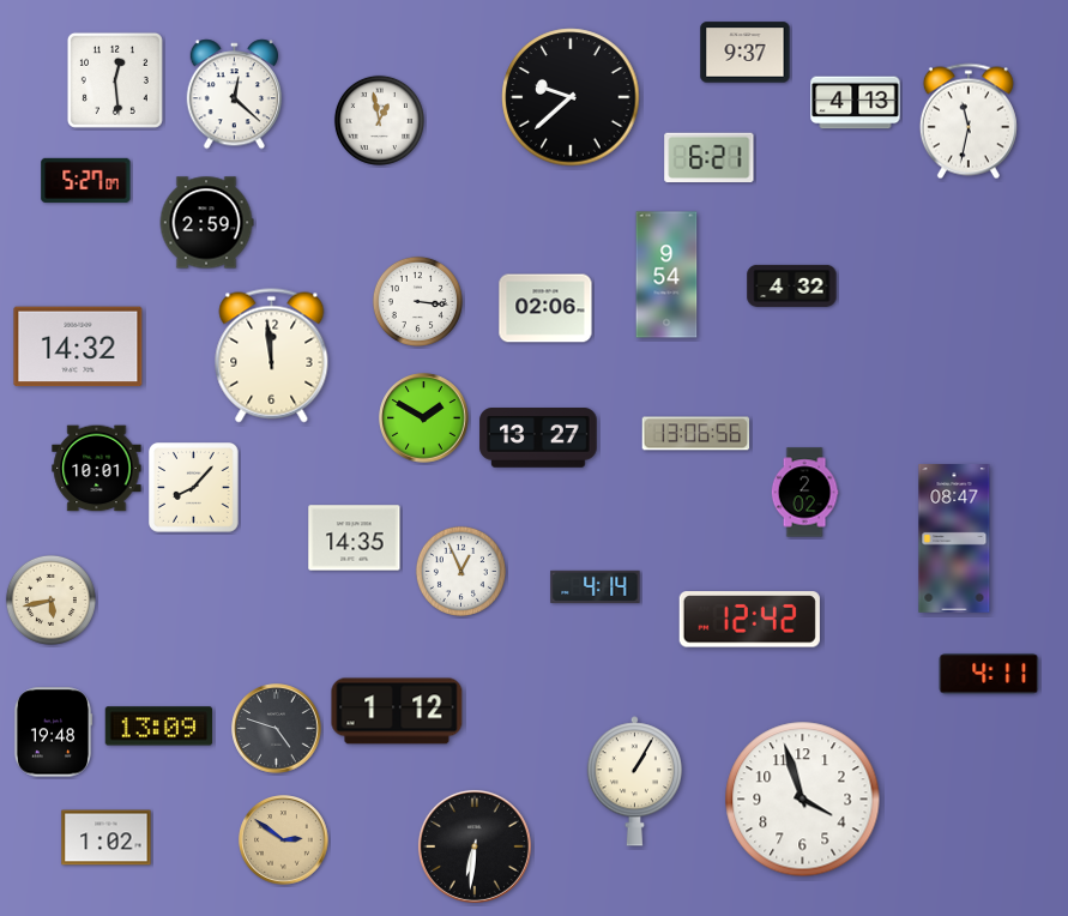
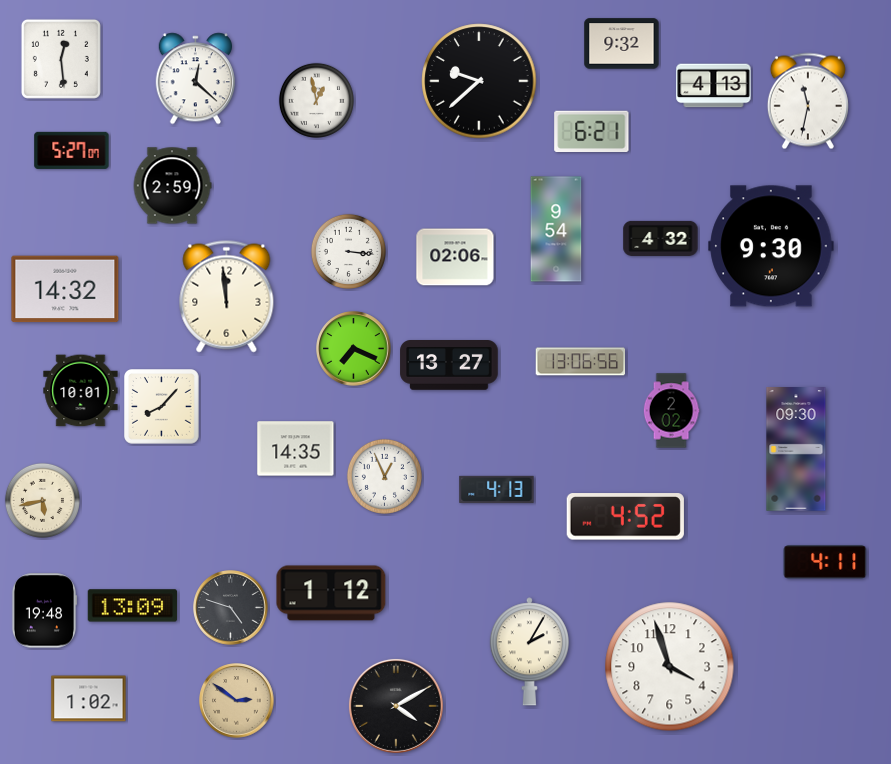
clock at (746, 53): 9:37 -> 9:32
clock at (115, 80) position: (115, 80) -> (61, 59)
clock at (571, 97) position: (571, 97) -> (479, 81)
clock at (771, 246): none -> 9:30
clock at (424, 418): 1:50 -> 7:19
clock at (954, 538): 08:47 -> 09:30
clock at (596, 586): 4:14 -> 4:13
clock at (749, 620): 12:42 -> 4:52
clock at (634, 782): 1:05 -> 2:05
clock at (475, 846): 6:31 -> 4:10
